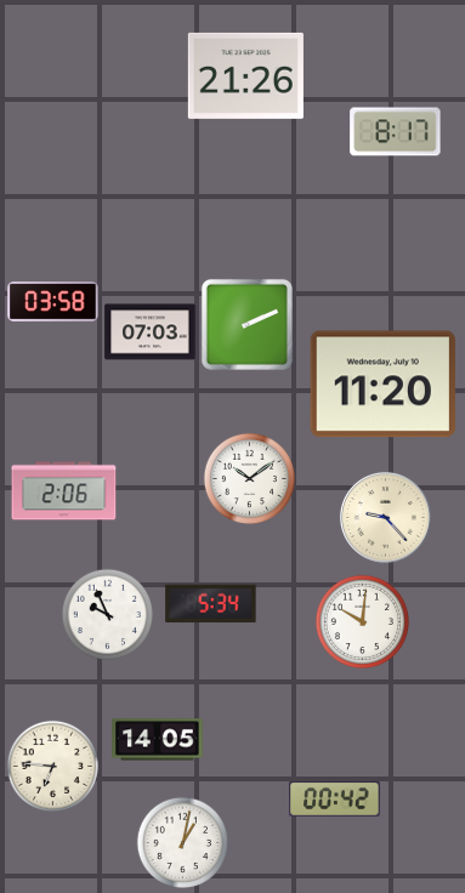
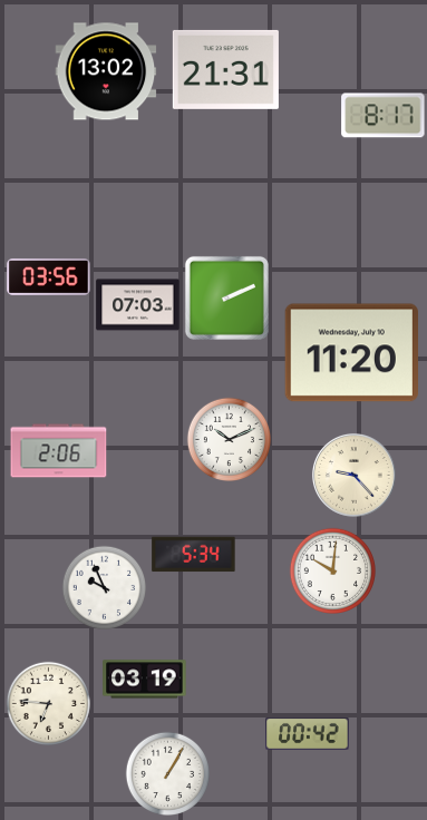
clock at (245, 75): 21:26 -> 21:31
clock at (106, 71): none -> 13:02
clock at (396, 132) position: (396, 132) -> (384, 116)
clock at (53, 301): 03:58 -> 03:56
clock at (250, 479): 10:09 -> 10:11
clock at (108, 615) position: (108, 615) -> (105, 588)
clock at (158, 740): 14:05 -> 03:19
clock at (183, 843): 1:02 -> 1:05
